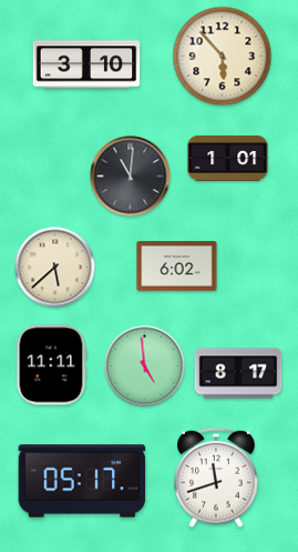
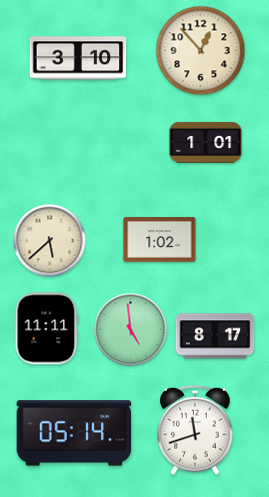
clock at (223, 57): 5:53 -> 12:53
clock at (131, 177): 11:01 -> none
clock at (177, 267): 6:02 -> 1:02
clock at (82, 481): 05:17 -> 05:14
